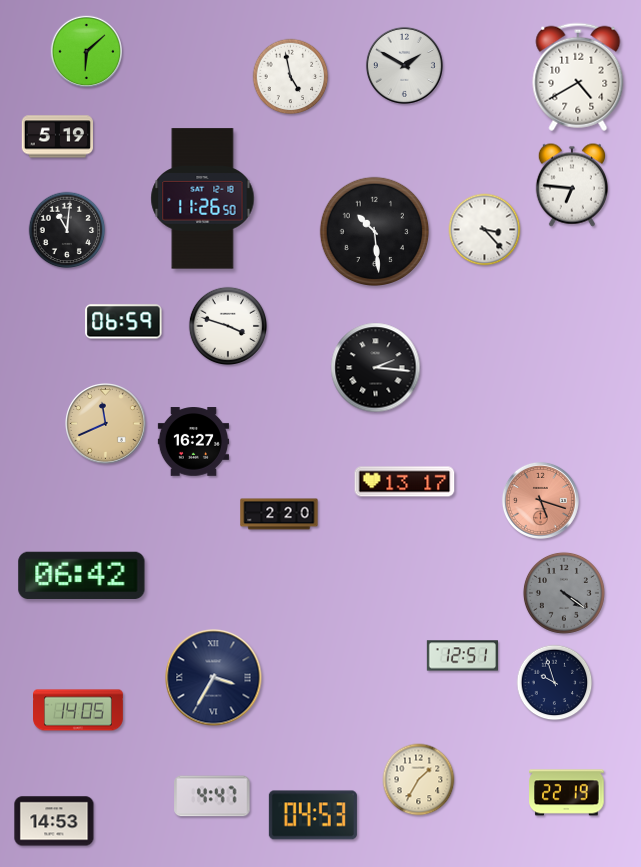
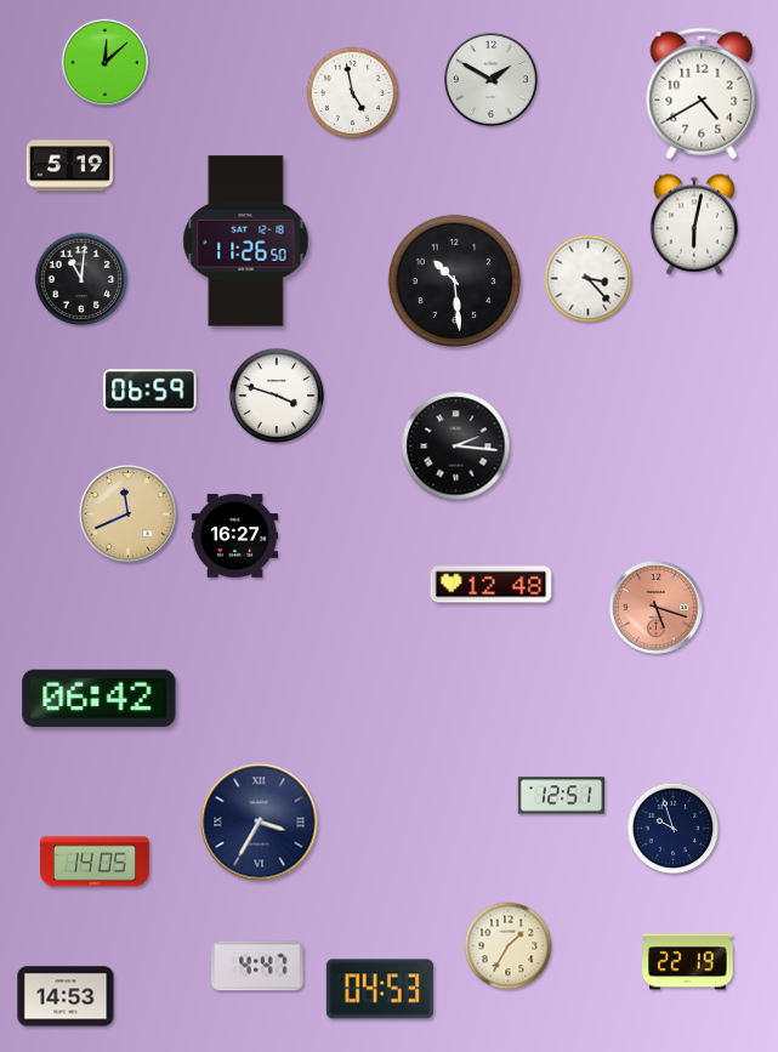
clock at (86, 51): 6:08 -> 12:08
clock at (571, 185): 6:46 -> 6:02
clock at (405, 482): 13:17 -> 12:48
clock at (279, 514): 2:20 -> none
clock at (564, 593): 4:21 -> none
